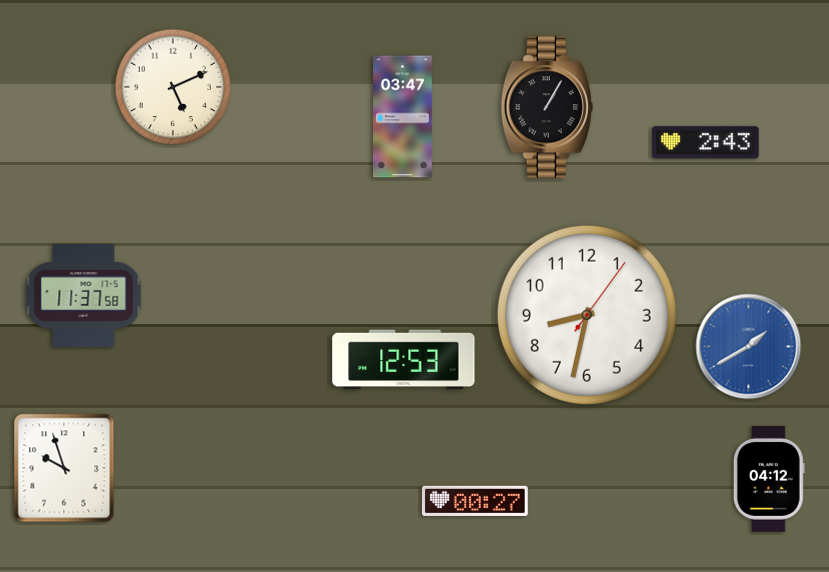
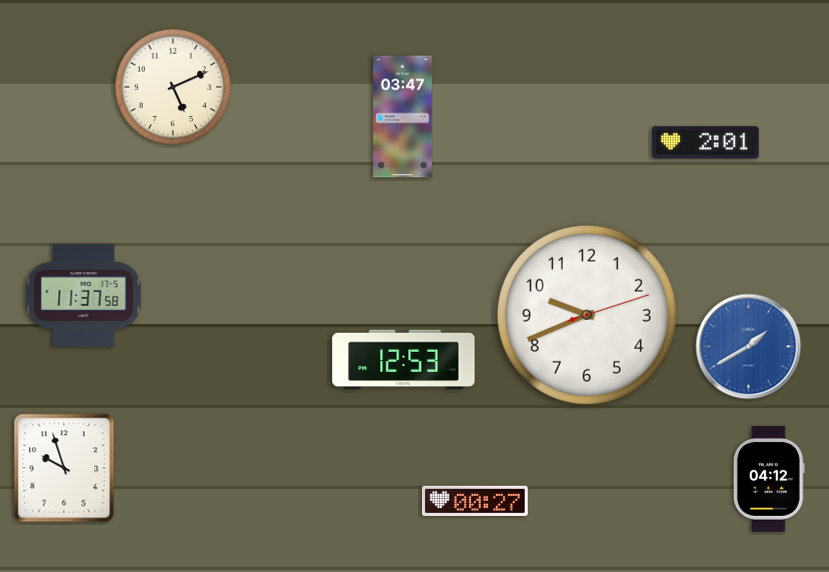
clock at (547, 107): 1:05 -> none
clock at (705, 143): 2:43 -> 2:01
clock at (587, 315): 8:32 -> 9:41
